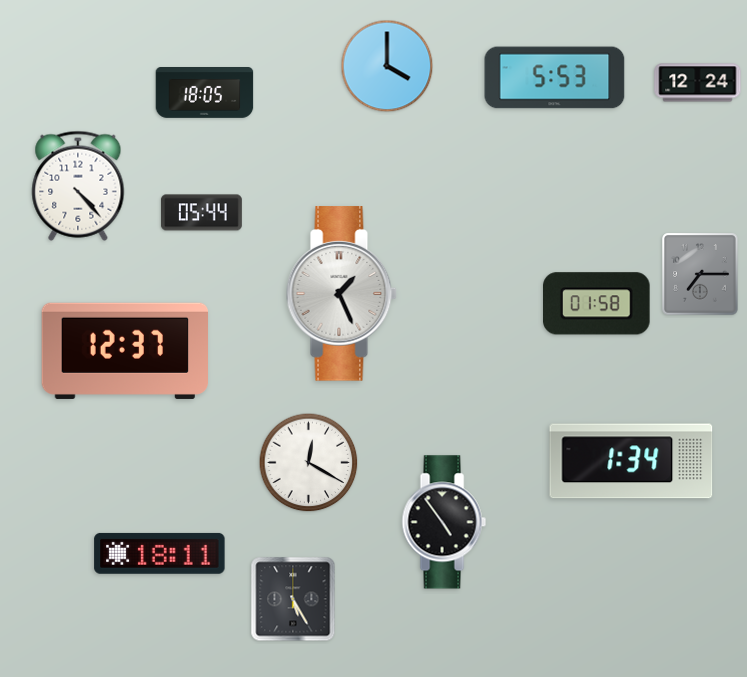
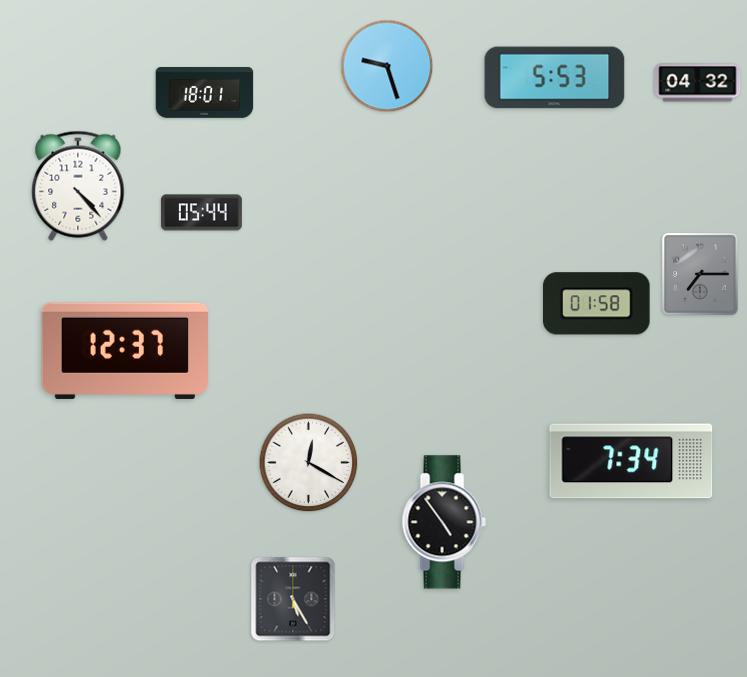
clock at (387, 66): 4:00 -> 9:27
clock at (698, 83): 12:24 -> 04:32
clock at (205, 93): 18:05 -> 18:01
clock at (341, 294): 1:26 -> none
clock at (631, 461): 1:34 -> 7:34
clock at (160, 553): 18:11 -> none
